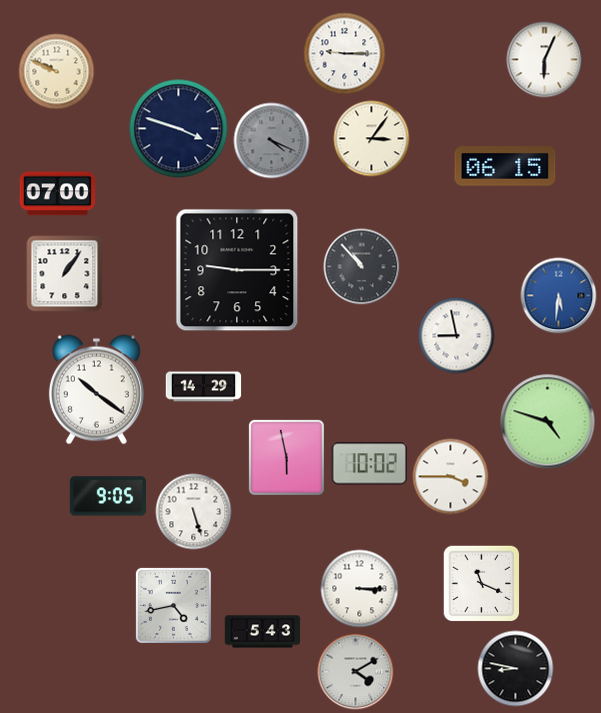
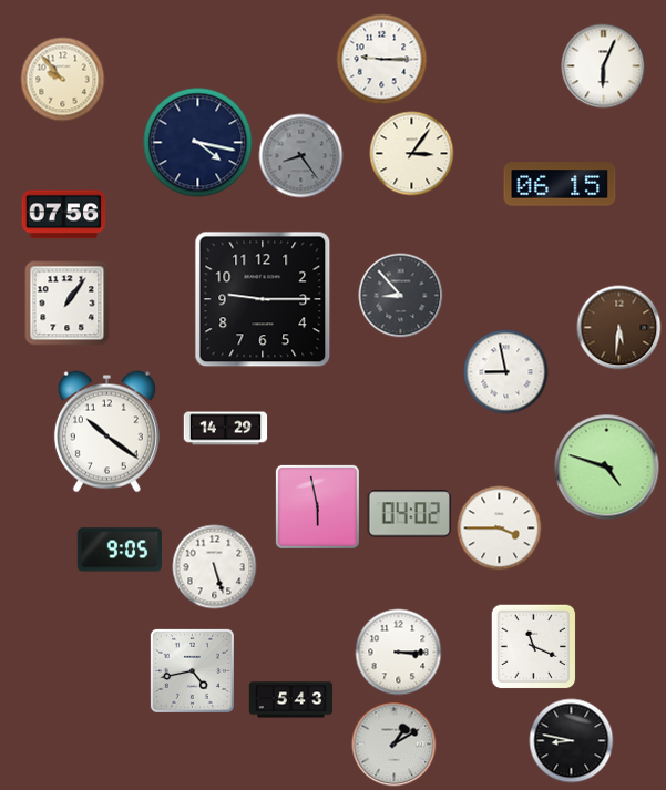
clock at (57, 72): 9:49 -> 9:53
clock at (179, 129): 3:48 -> 4:17
clock at (272, 141): 4:19 -> 8:24
clock at (58, 194): 07:00 -> 07:56
clock at (362, 267): 10:53 -> 8:53
clock at (65, 274) position: (65, 274) -> (68, 304)
clock at (559, 296) dial: blue -> brown
clock at (369, 464): 10:02 -> 04:02
clock at (356, 672): 4:10 -> 1:10
